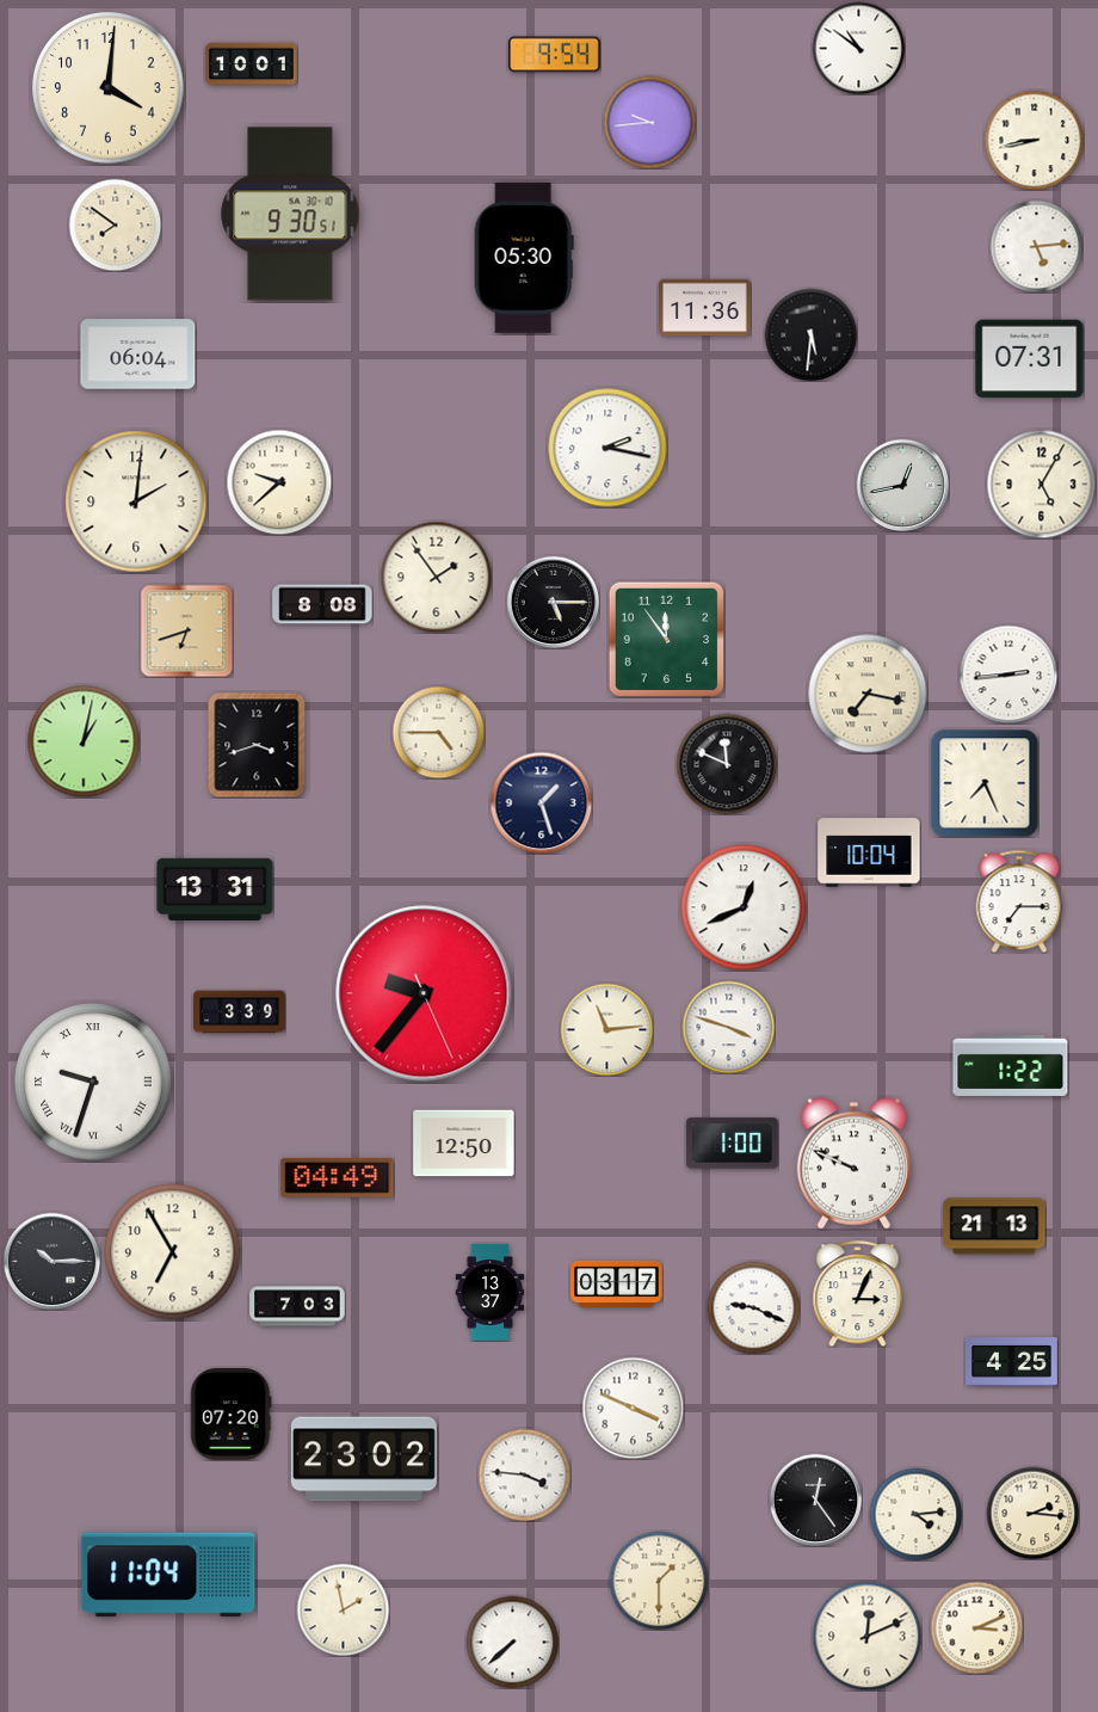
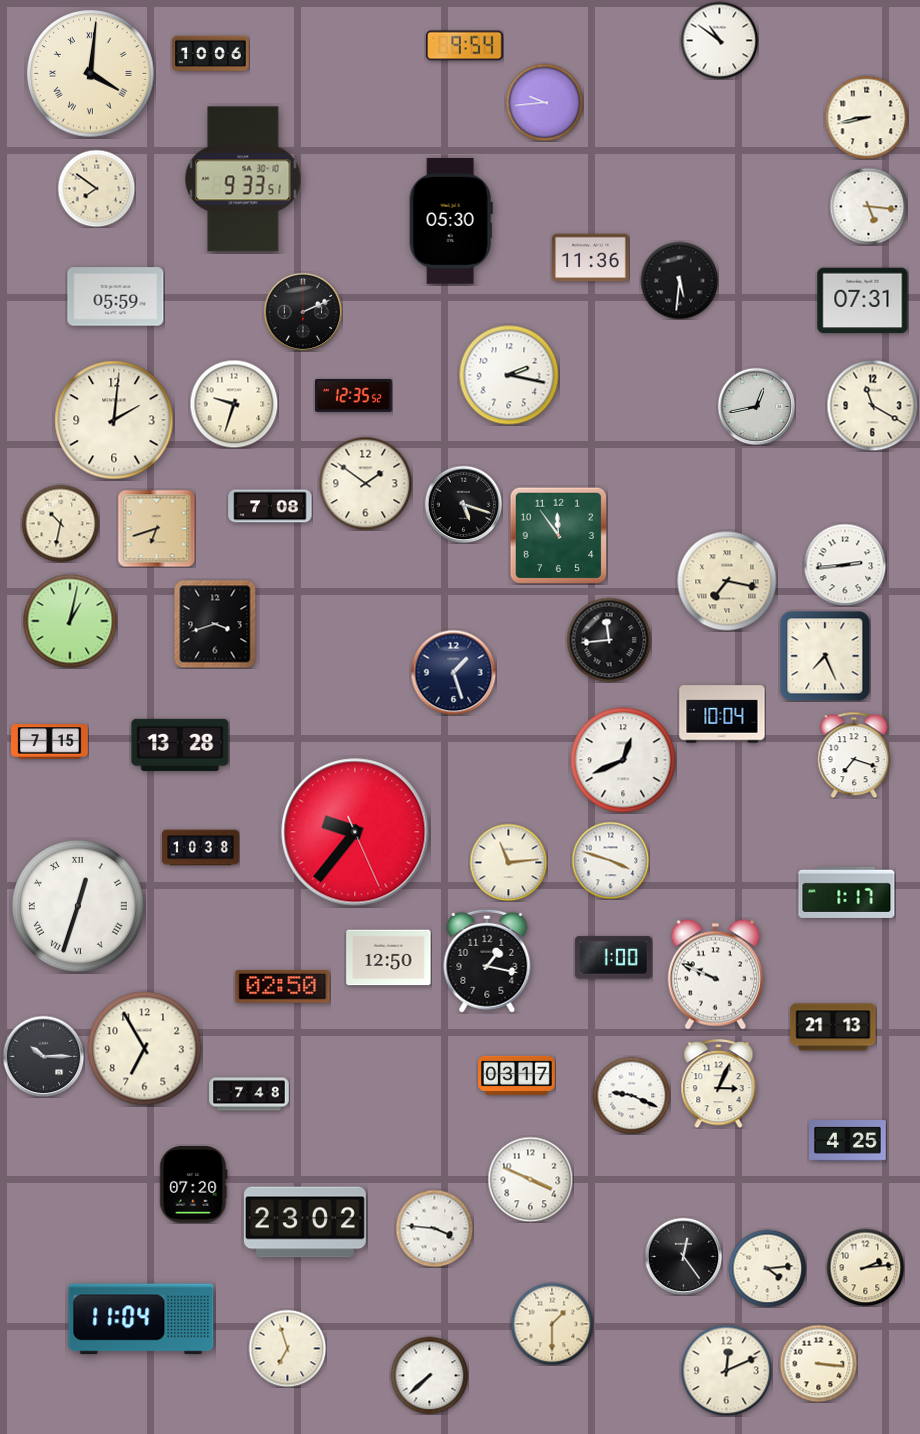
clock at (252, 64): 10:01 -> 10:06
clock at (109, 88) numerals: Arabic -> Roman
clock at (290, 214): 9:30 -> 9:33
clock at (1036, 246): 5:14 -> 5:16
clock at (524, 258) position: (524, 258) -> (451, 221)
clock at (138, 355): 06:04 -> 05:59
clock at (303, 312): none -> 2:11
clock at (354, 395): none -> 12:35
clock at (279, 482): 9:38 -> 9:33
clock at (1041, 484): 5:05 -> 11:20
clock at (436, 577): 1:54 -> 1:51
clock at (553, 602): 5:15 -> 5:18
clock at (322, 604): 8:08 -> 7:08
clock at (60, 523): none -> 10:32
clock at (438, 732): 4:45 -> none
clock at (727, 764): 11:49 -> 11:44
clock at (869, 852) position: (869, 852) -> (722, 714)
clock at (50, 742): none -> 7:15
clock at (215, 889): 13:31 -> 13:28
clock at (1019, 901): 7:15 -> 7:18
clock at (240, 1012): 3:39 -> 10:38
clock at (1011, 1065): 1:22 -> 1:17
clock at (94, 1083): 9:33 -> 12:33
clock at (487, 961): none -> 1:17
clock at (338, 1178): 04:49 -> 02:50
clock at (491, 1293): 13:37 -> none
clock at (297, 1306): 7:03 -> 7:48
clock at (524, 1474) position: (524, 1474) -> (434, 1228)
clock at (1032, 1513): 2:16 -> 2:14
clock at (343, 1609): 1:58 -> 6:57
clock at (976, 1627): 3:11 -> 3:16
